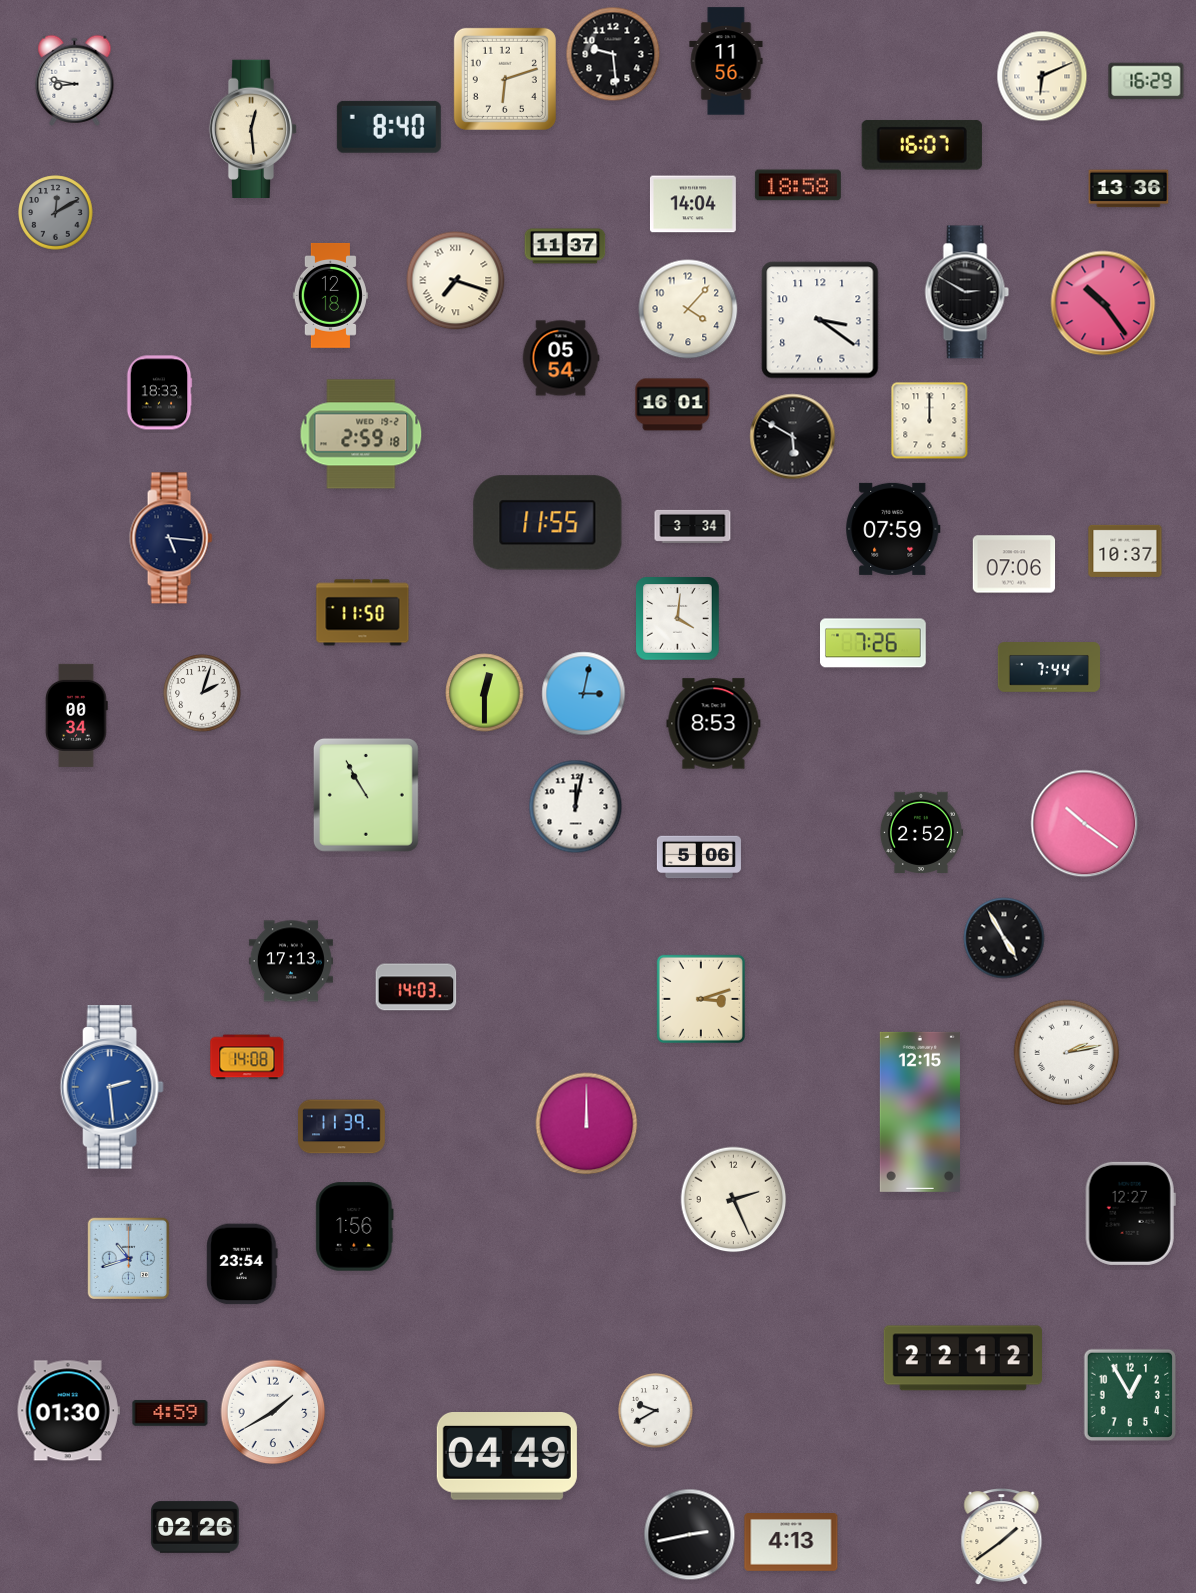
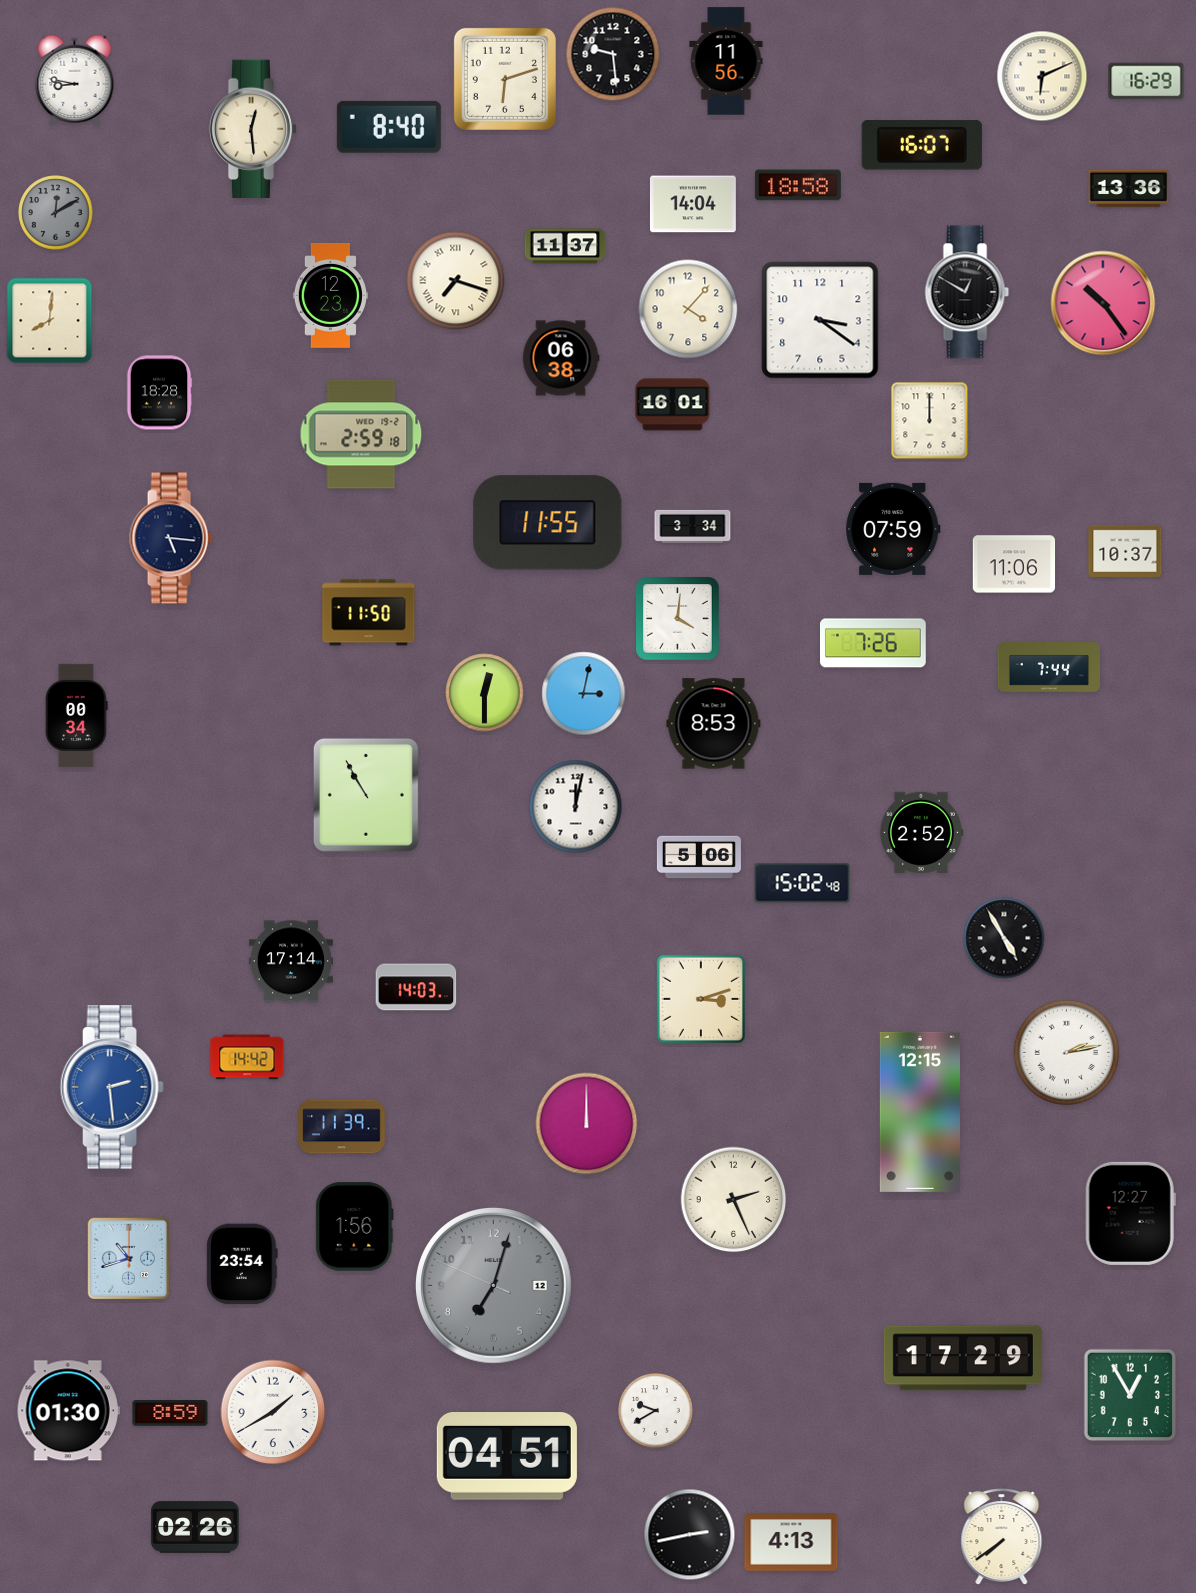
clock at (967, 292): 2:50 -> 12:50
clock at (330, 295): 12:18 -> 12:23
clock at (50, 321): none -> 8:01
clock at (561, 358): 05:54 -> 06:38
clock at (159, 393): 18:33 -> 18:28
clock at (793, 437): 5:50 -> none
clock at (1014, 564): 07:06 -> 11:06
clock at (363, 613) position: (363, 613) -> (369, 613)
clock at (202, 693): 2:03 -> none
clock at (1085, 824): 10:21 -> none
clock at (802, 883): none -> 15:02
clock at (291, 961): 17:13 -> 17:14
clock at (247, 1057): 14:08 -> 14:42
clock at (494, 1286): none -> 7:02
clock at (963, 1358): 22:12 -> 17:29
clock at (170, 1413): 4:59 -> 8:59
clock at (507, 1457): 04:49 -> 04:51
clock at (1002, 1537): 1:39 -> 7:39
